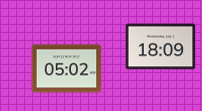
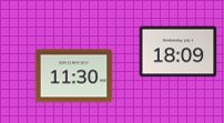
clock at (67, 69): 05:02 -> 11:30
